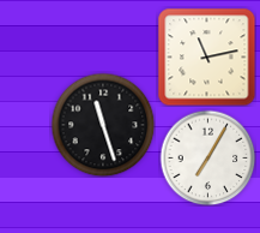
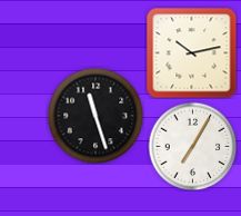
clock at (206, 56): 11:13 -> 10:13
